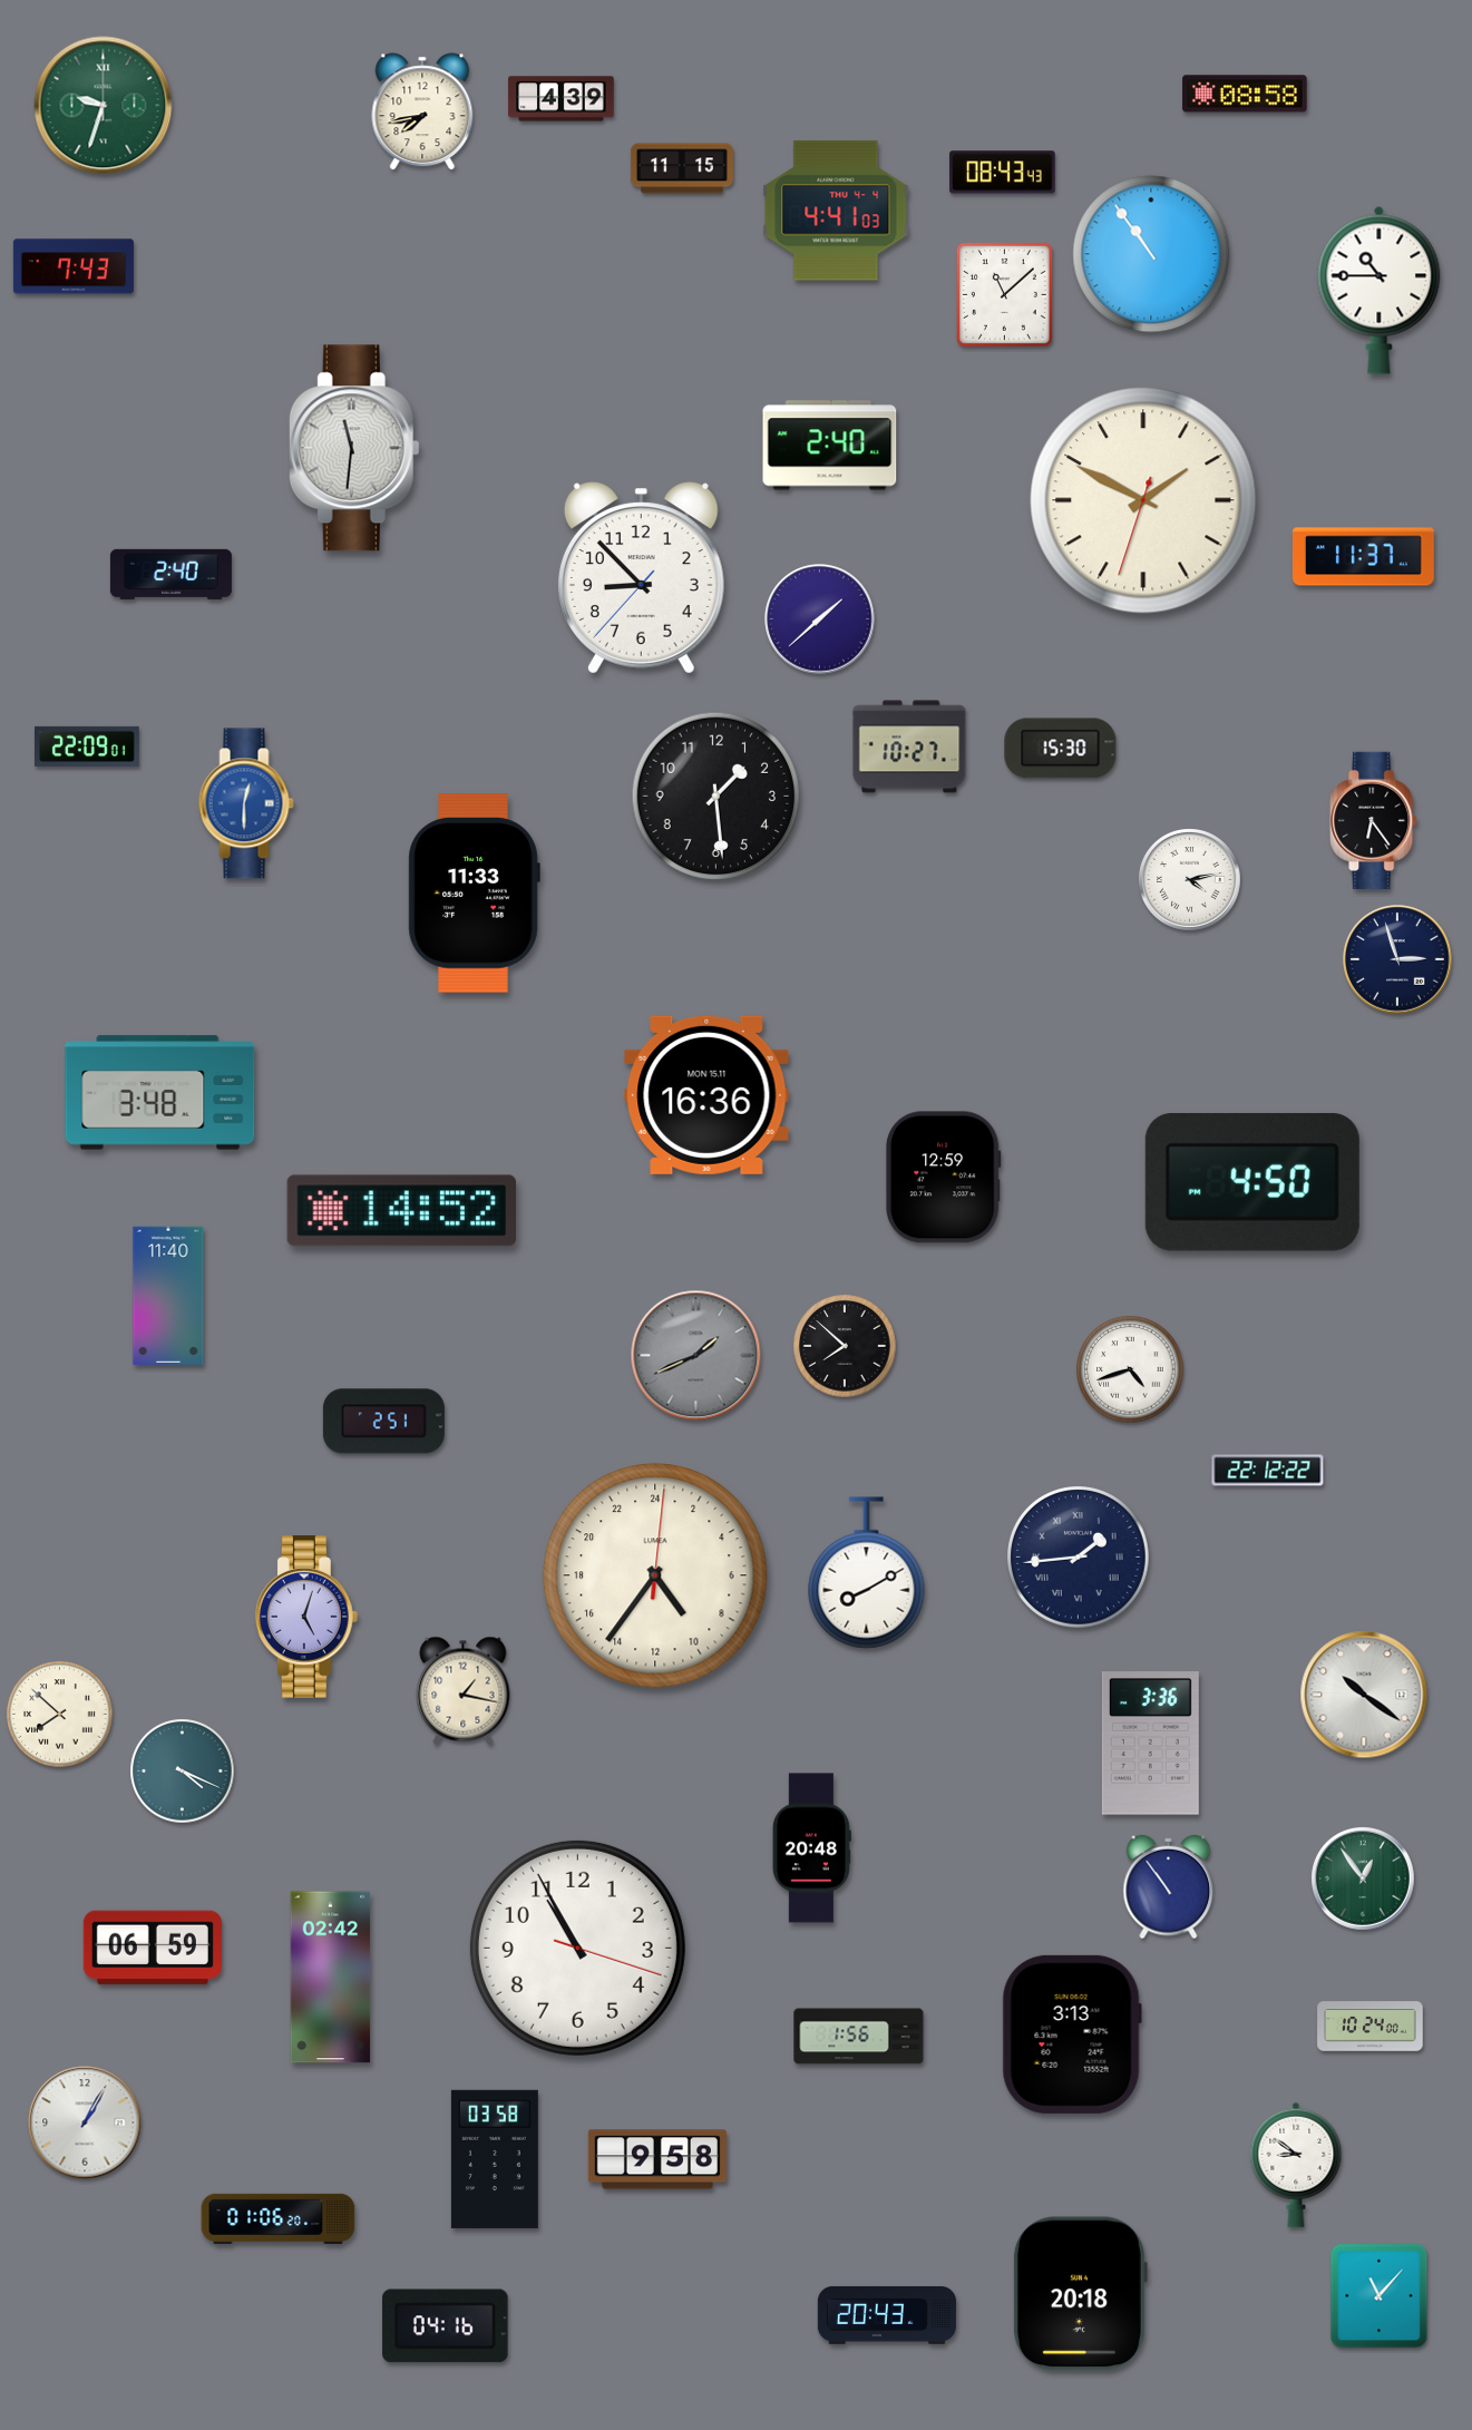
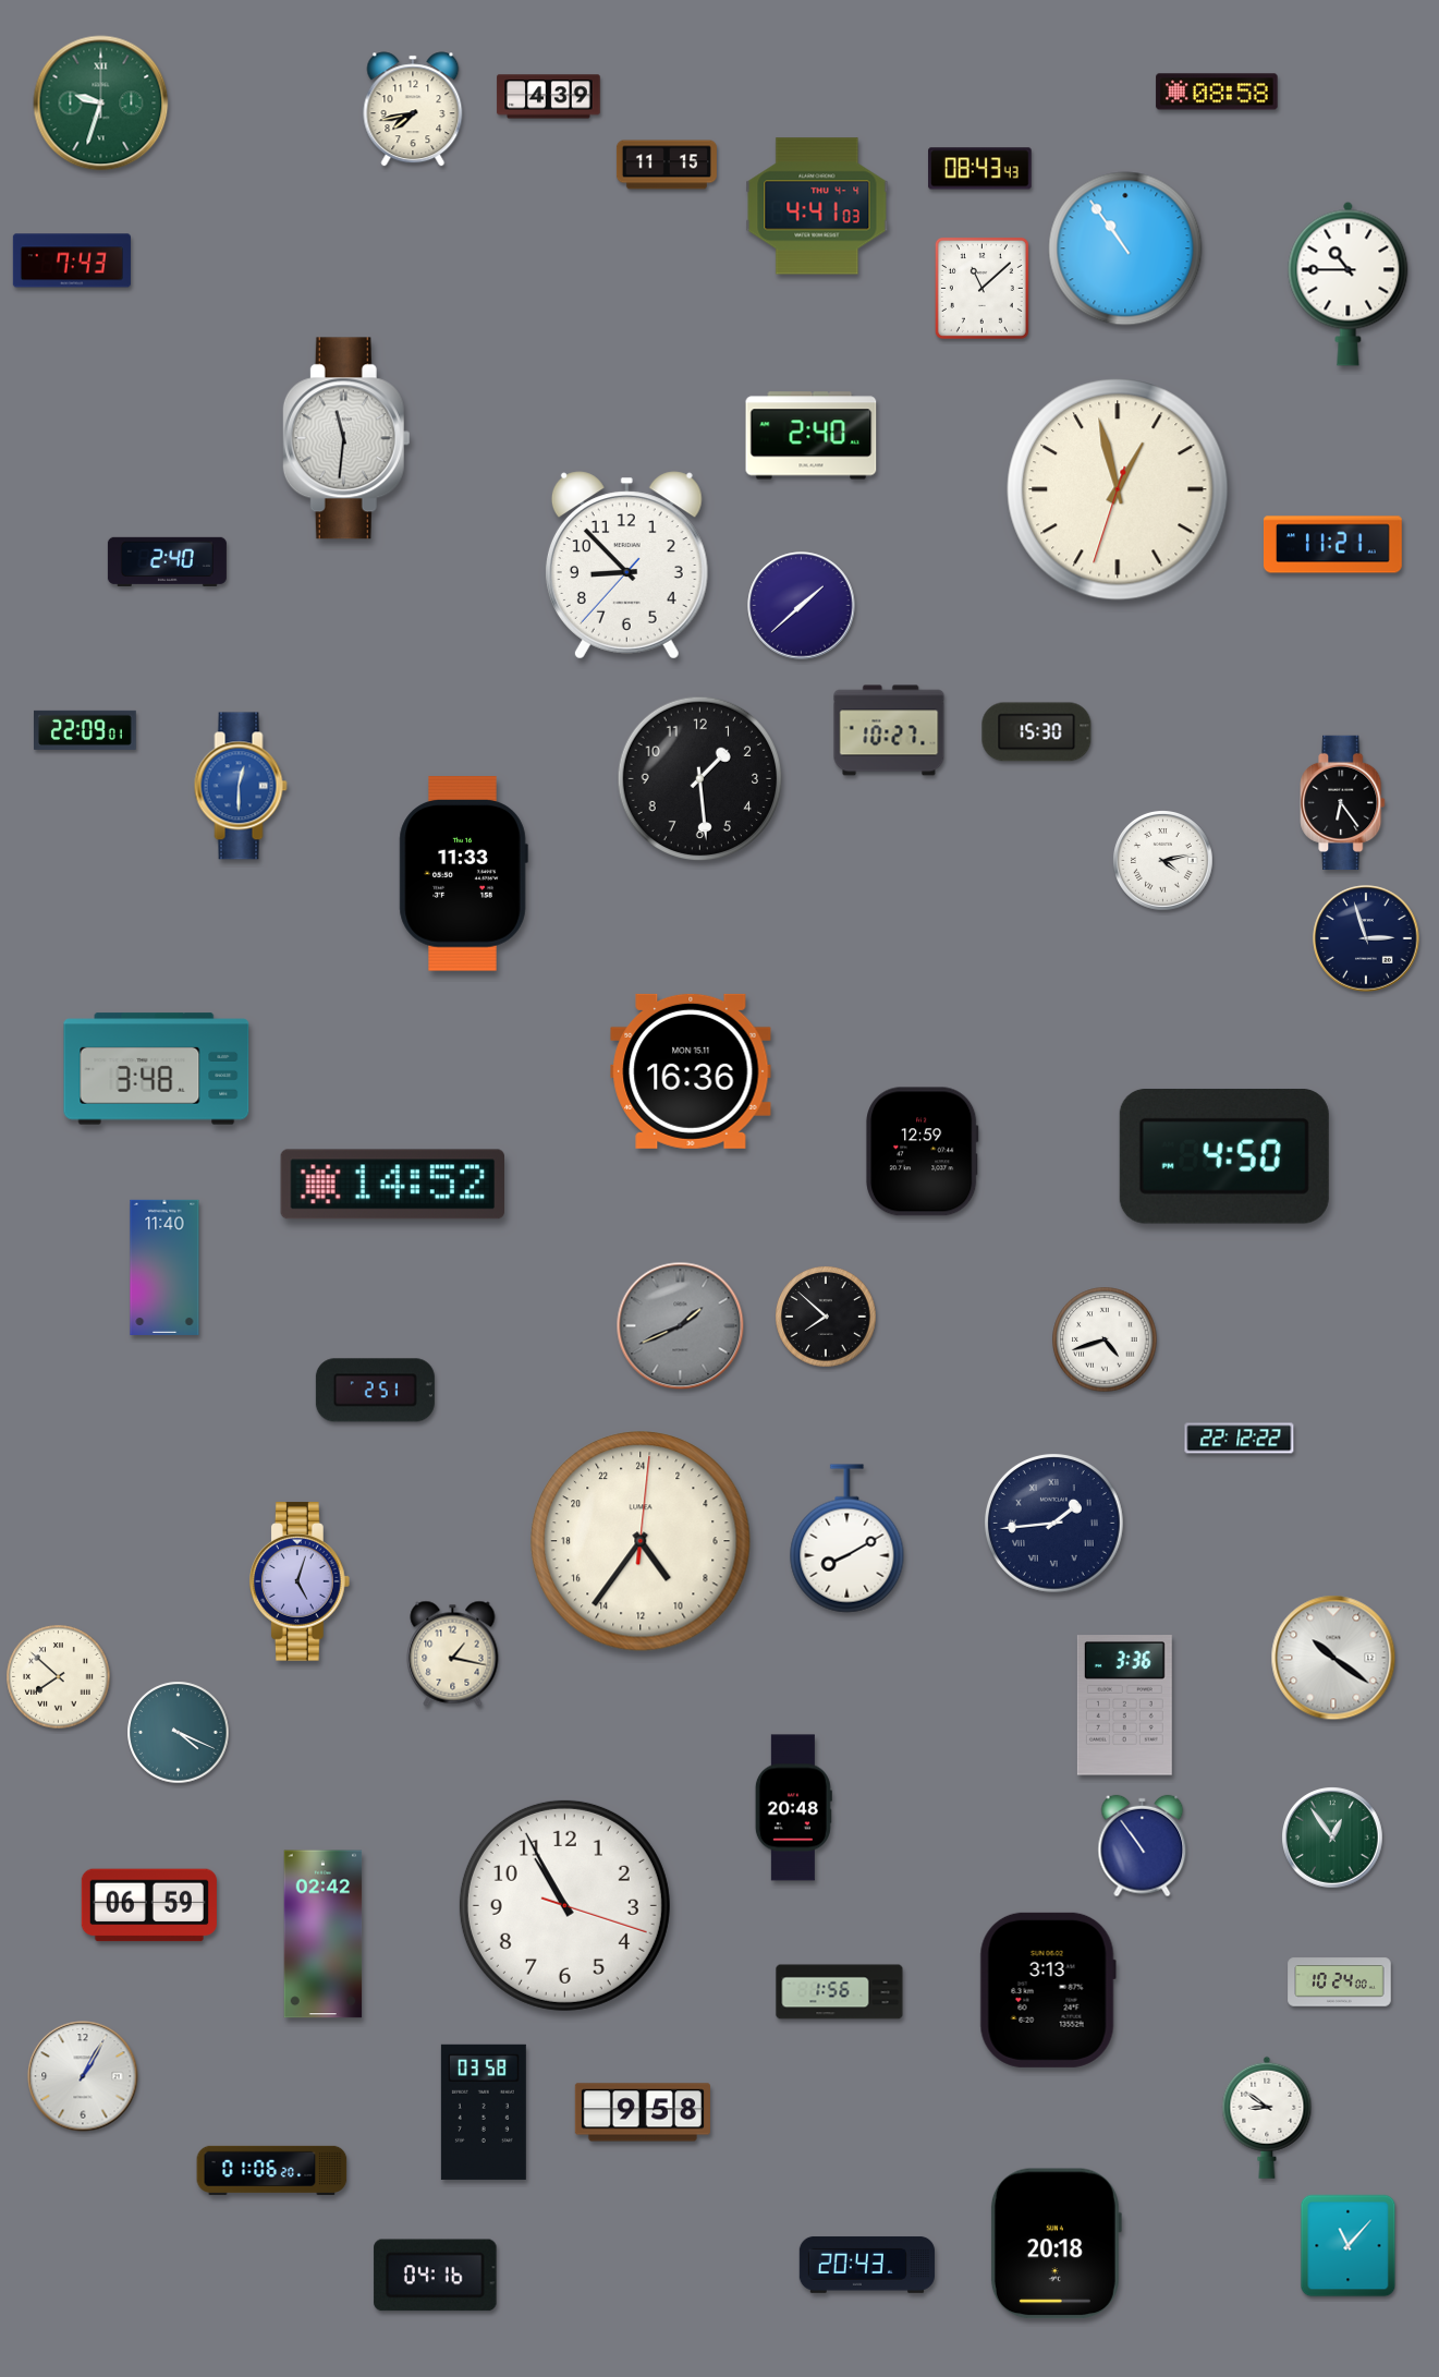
clock at (1143, 500): 1:49 -> 12:57
clock at (1363, 557): 11:37 -> 11:21
